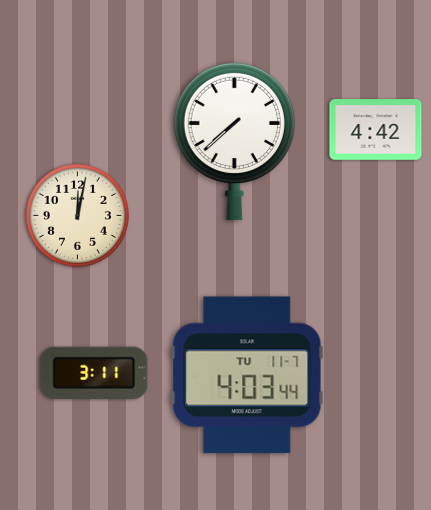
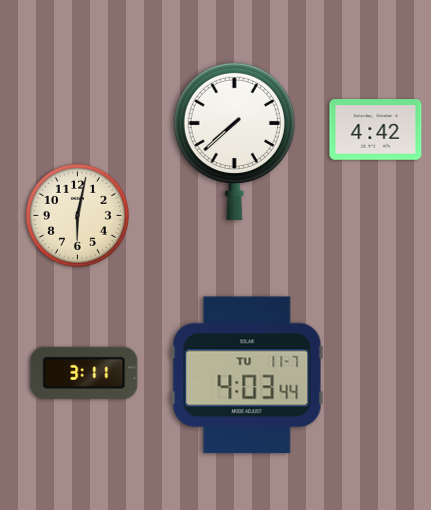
clock at (77, 215): 12:02 -> 6:02
clock at (94, 373) position: (94, 373) -> (84, 373)
